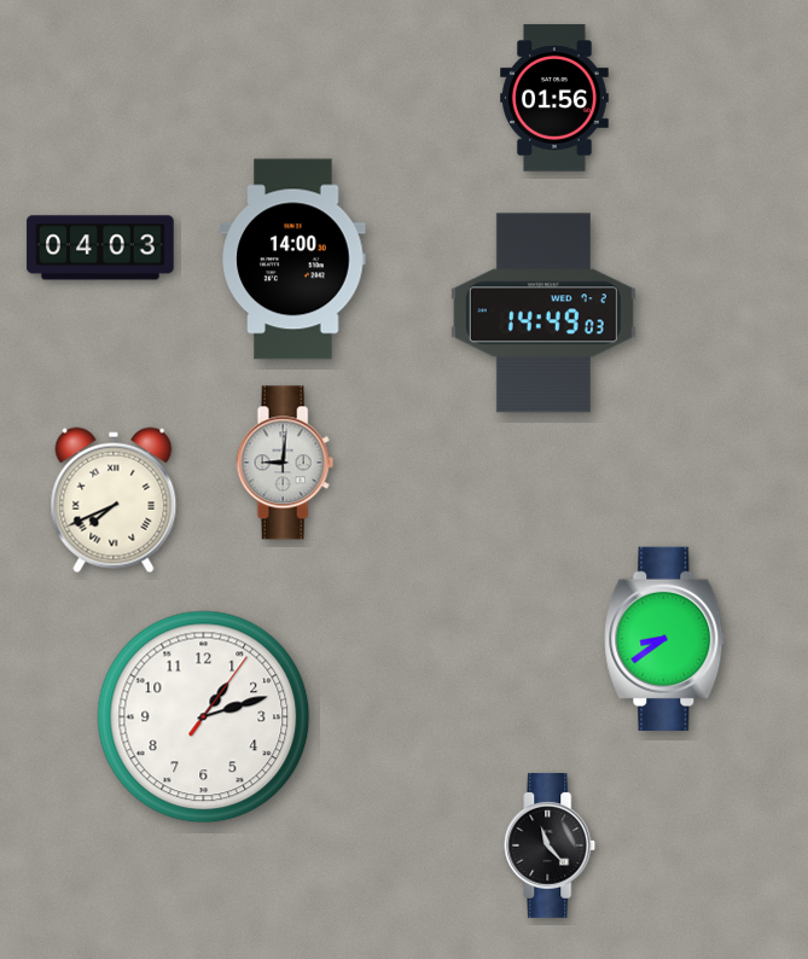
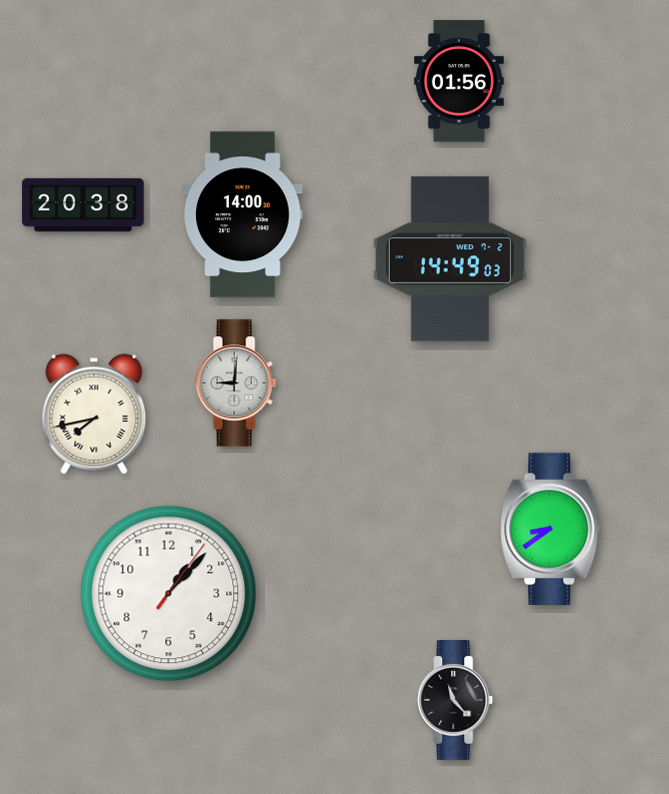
clock at (100, 248): 04:03 -> 20:38
clock at (114, 500): 7:41 -> 7:43
clock at (204, 717): 1:12 -> 1:07
